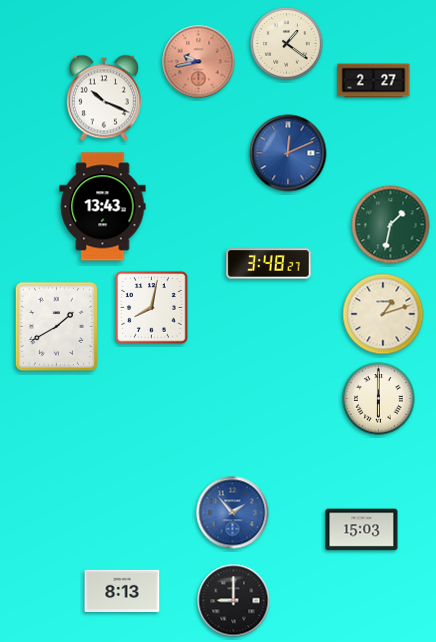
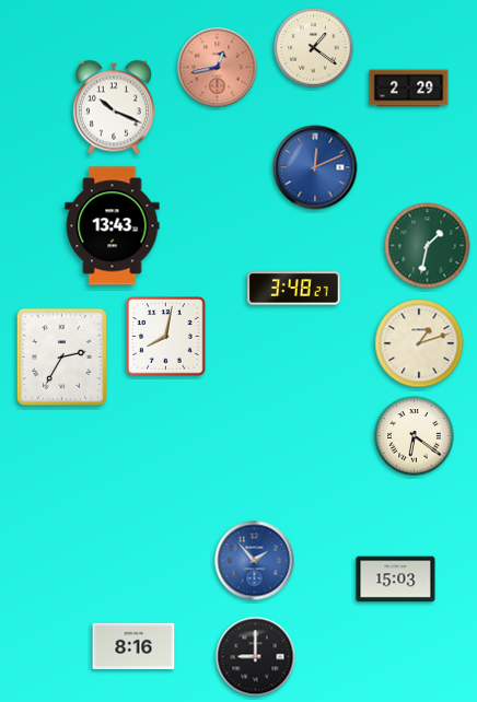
clock at (199, 62): 9:43 -> 12:43
clock at (374, 81): 2:27 -> 2:29
clock at (56, 326): 1:40 -> 2:35
clock at (379, 399): 6:00 -> 6:21
clock at (122, 590): 8:13 -> 8:16
